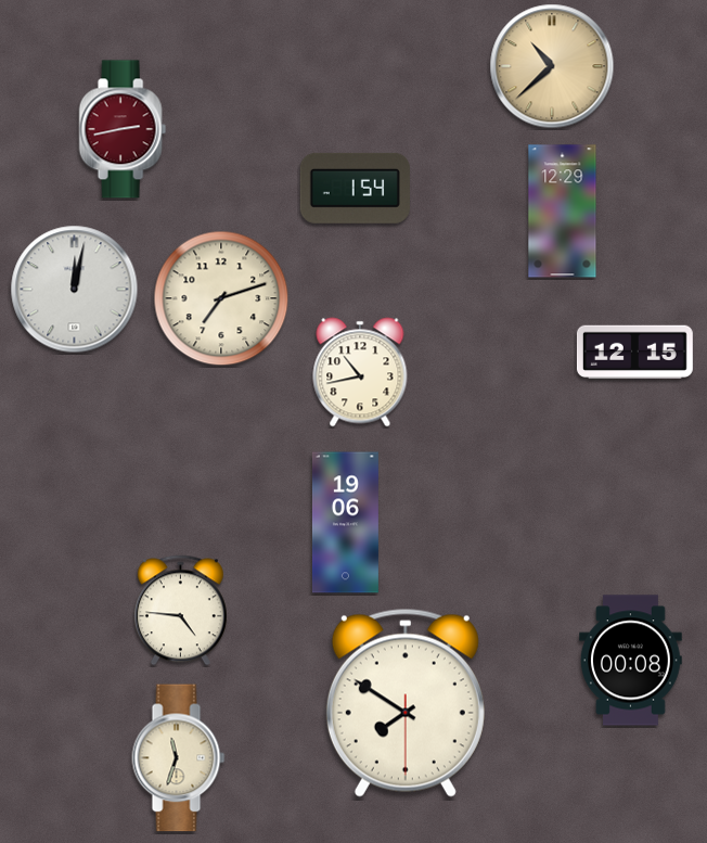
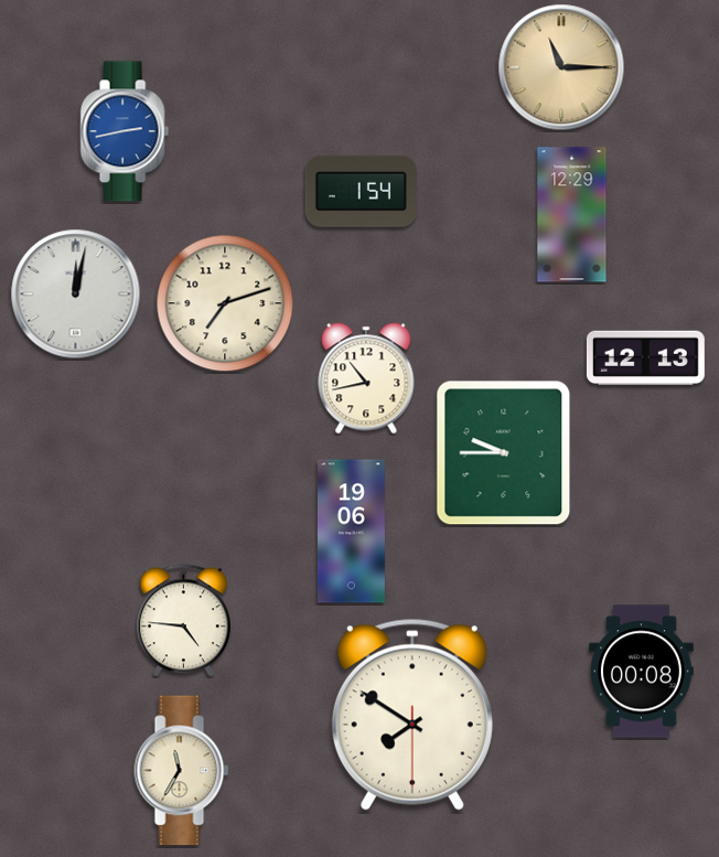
clock at (552, 66): 10:38 -> 11:15
clock at (123, 129) dial: burgundy -> blue
clock at (634, 352): 12:15 -> 12:13
clock at (504, 453): none -> 9:45
clock at (179, 758): 11:33 -> 11:35
